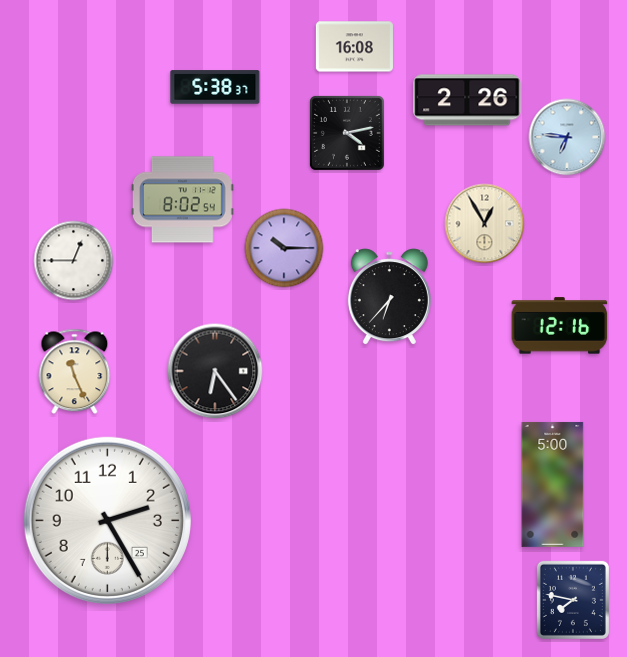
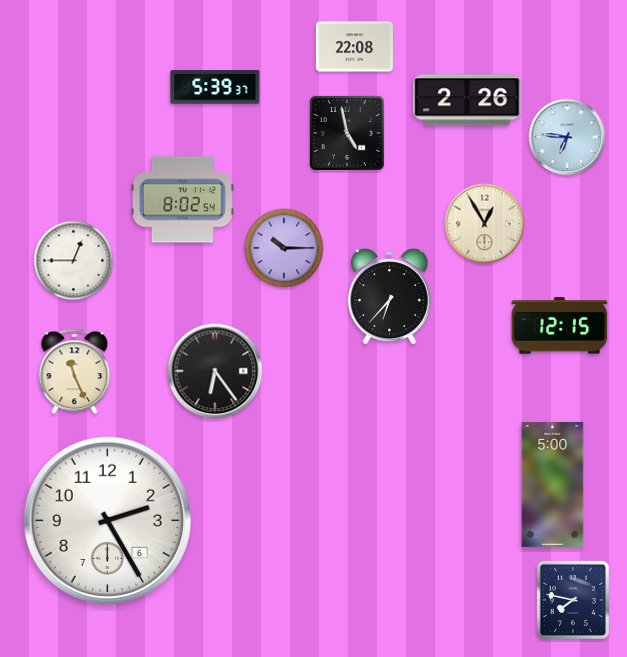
clock at (354, 47): 16:08 -> 22:08
clock at (215, 87): 5:38 -> 5:39
clock at (347, 133): 4:13 -> 4:58
clock at (560, 326): 12:16 -> 12:15
clock at (107, 520) date: 25 -> 6
